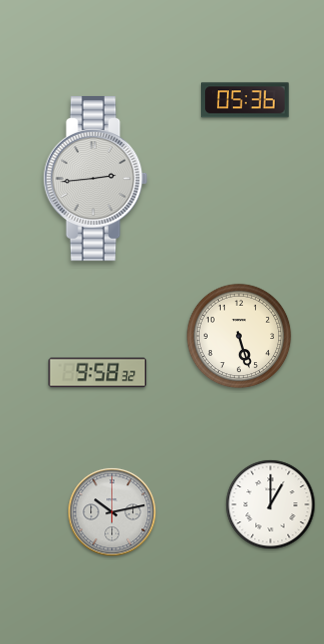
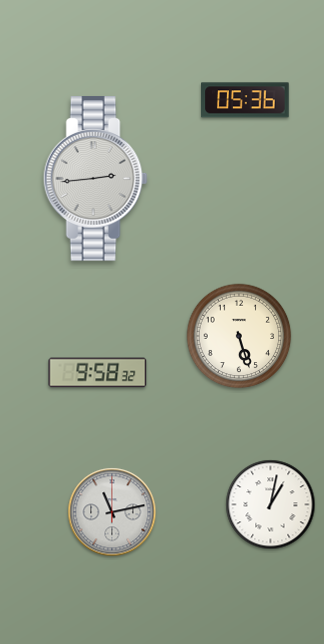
clock at (271, 505): 1:00 -> 1:02
clock at (112, 512): 10:13 -> 11:13
